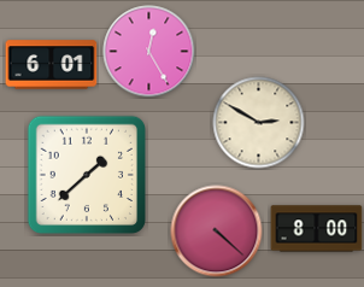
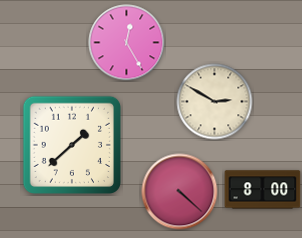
clock at (149, 52) position: (149, 52) -> (127, 43)
clock at (52, 65): 6:01 -> none
